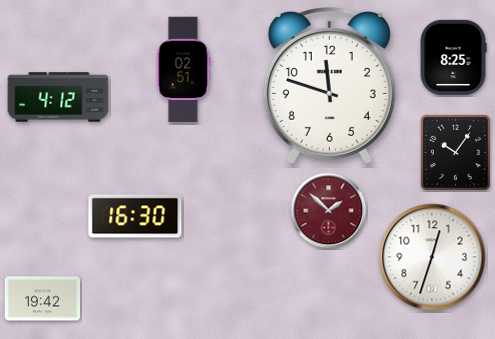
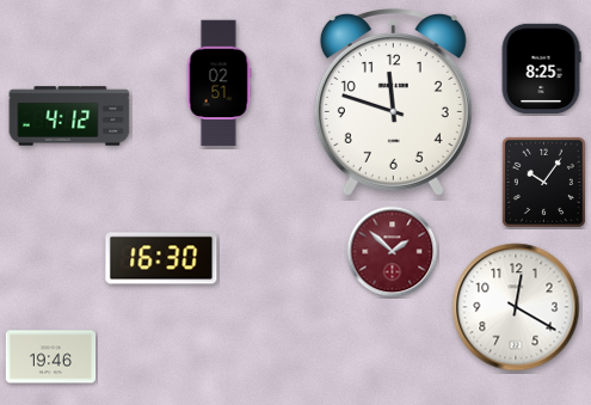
clock at (432, 257): 12:33 -> 12:20
clock at (43, 299): 19:42 -> 19:46
